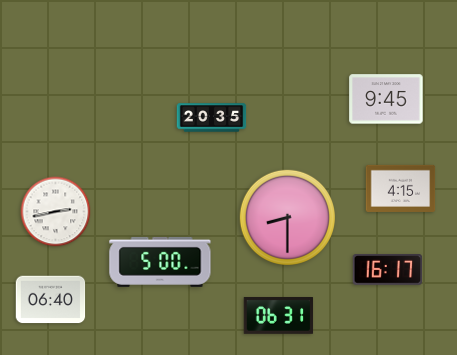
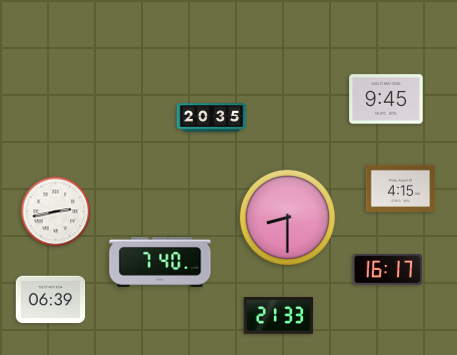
clock at (160, 262): 5:00 -> 7:40
clock at (51, 300): 06:40 -> 06:39
clock at (279, 316): 06:31 -> 21:33
